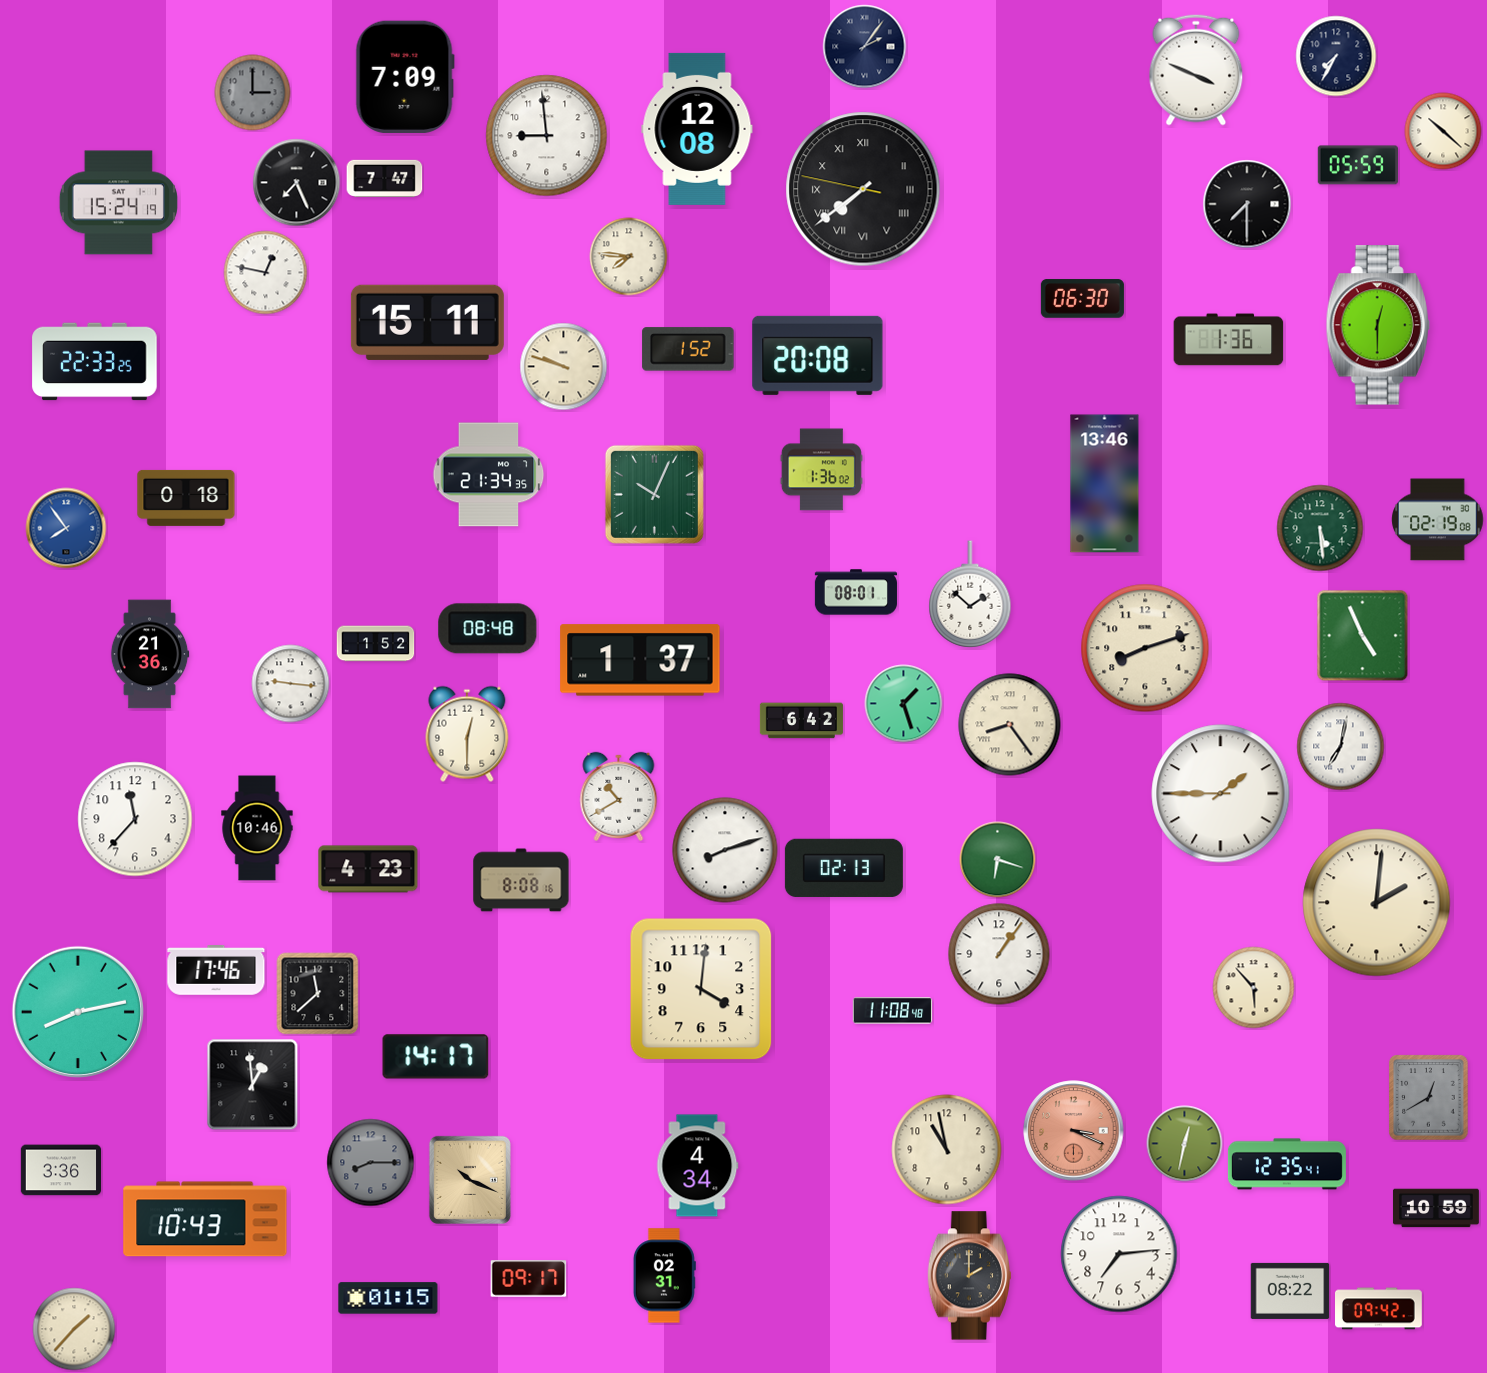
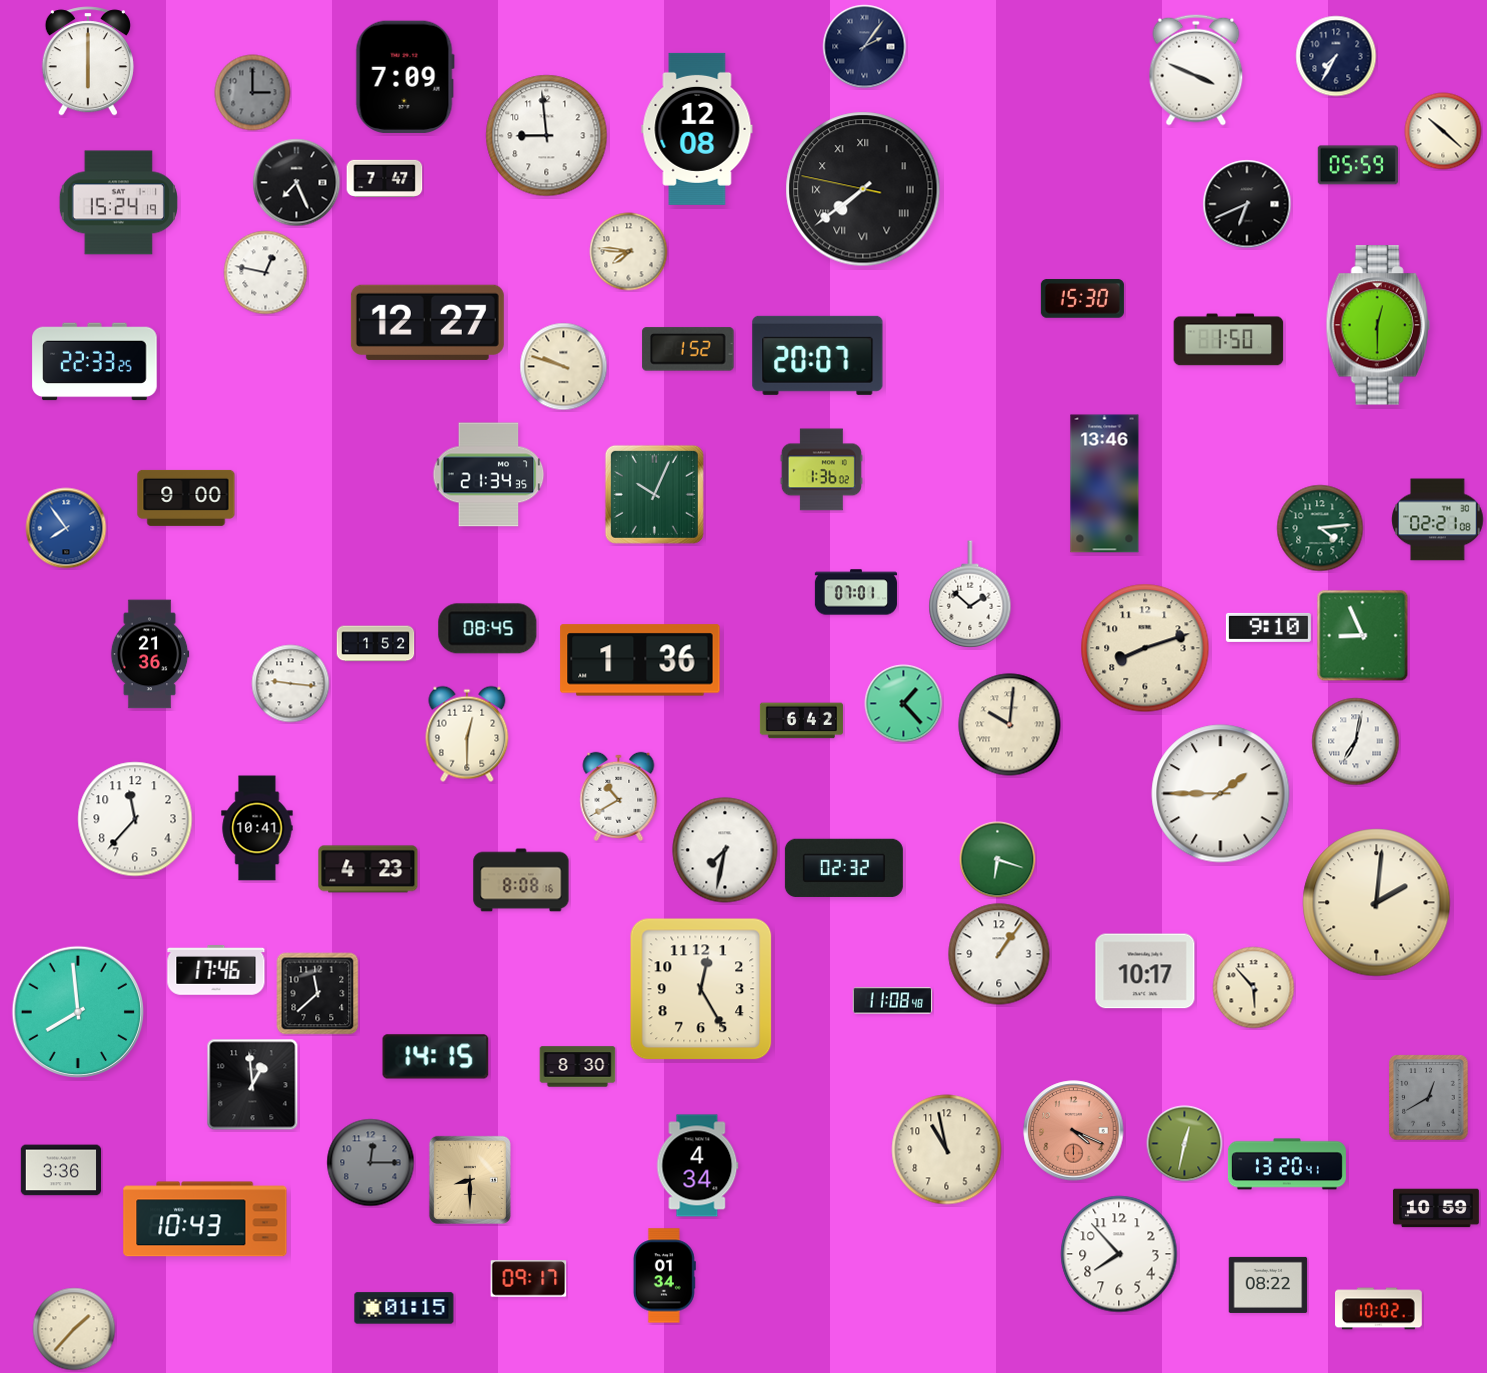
clock at (88, 61): none -> 6:00
clock at (1247, 204): 7:30 -> 6:41
clock at (629, 257) position: (629, 257) -> (629, 252)
clock at (1082, 299): 06:30 -> 15:30
clock at (427, 322): 15:11 -> 12:27
clock at (1229, 340): 1:36 -> 1:50
clock at (818, 355): 20:08 -> 20:07
clock at (186, 498): 0:18 -> 9:00
clock at (1438, 520): 02:19 -> 02:21
clock at (1320, 528): 5:29 -> 4:14
clock at (855, 592): 08:01 -> 07:01
clock at (1268, 627): none -> 9:10
clock at (488, 629): 08:48 -> 08:45
clock at (1363, 636): 4:56 -> 8:56
clock at (640, 660): 1:37 -> 1:36
clock at (904, 704): 1:27 -> 1:23
clock at (1010, 725): 8:24 -> 10:01
clock at (1341, 747) position: (1341, 747) -> (1356, 742)
clock at (257, 828): 10:46 -> 10:41
clock at (725, 850): 8:12 -> 7:32
clock at (844, 868): 02:13 -> 02:32
clock at (1145, 971): none -> 10:17
clock at (701, 989): 4:01 -> 12:25
clock at (77, 1011): 8:13 -> 7:59
clock at (893, 1011) position: (893, 1011) -> (893, 1001)
clock at (436, 1057): 14:17 -> 14:15
clock at (578, 1067): none -> 8:30
clock at (1074, 1131): 3:19 -> 4:19
clock at (371, 1163): 8:15 -> 12:15
clock at (1287, 1164): 12:35 -> 13:20
clock at (470, 1180): 10:19 -> 8:30
clock at (1119, 1254): 7:14 -> 7:53
clock at (664, 1276): 02:31 -> 01:34
clock at (969, 1276): 2:00 -> none
clock at (1290, 1291) position: (1290, 1291) -> (1268, 1285)
clock at (388, 1298) position: (388, 1298) -> (404, 1308)
clock at (1379, 1309): 09:42 -> 10:02
